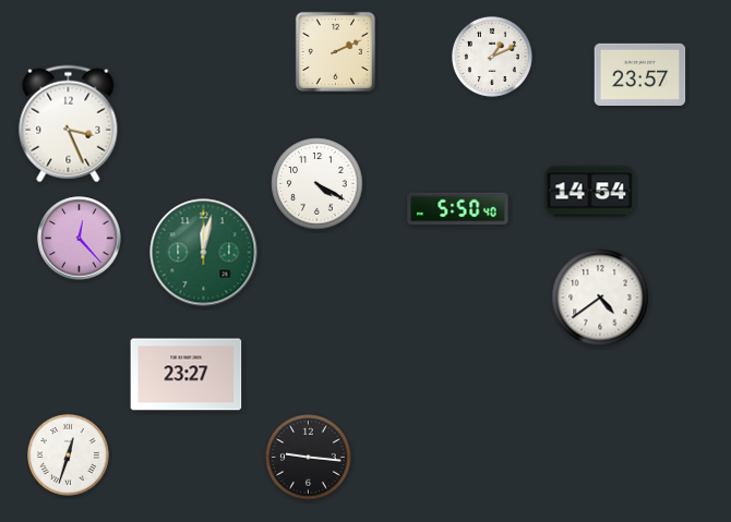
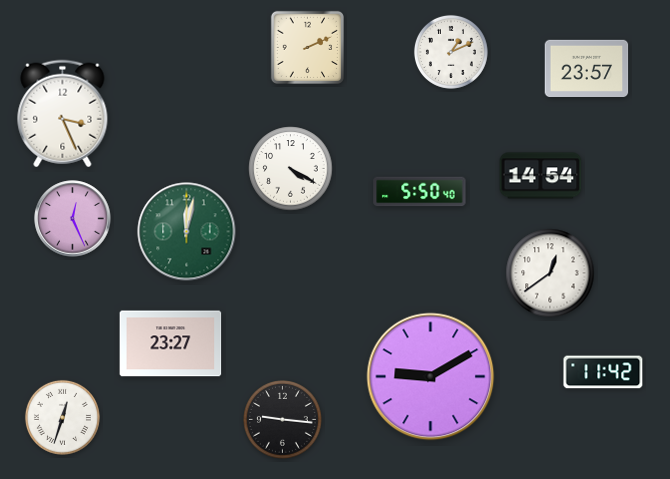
clock at (80, 239): 12:23 -> 12:26
clock at (600, 298): 4:39 -> 12:39
clock at (603, 372): none -> 11:42
clock at (431, 377): none -> 9:10
